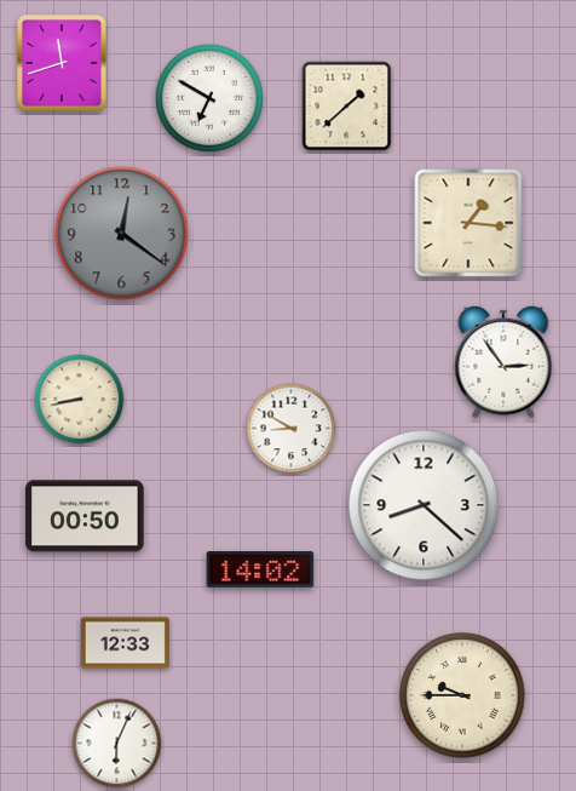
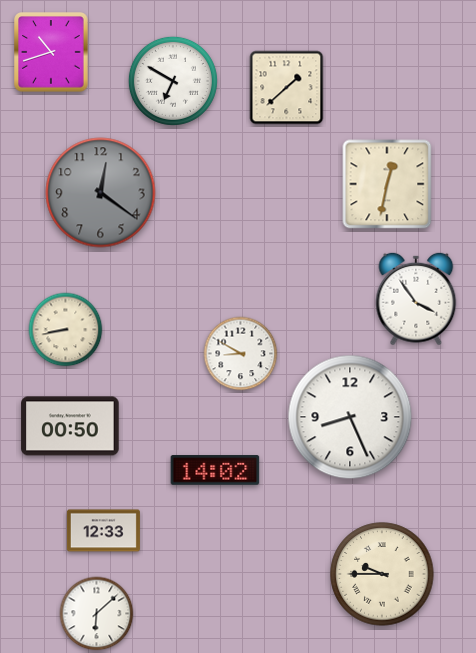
clock at (62, 63): 11:42 -> 10:42
clock at (468, 223): 1:16 -> 12:32
clock at (503, 362): 2:54 -> 3:54
clock at (424, 505): 8:22 -> 8:26
clock at (117, 744): 6:04 -> 6:08
